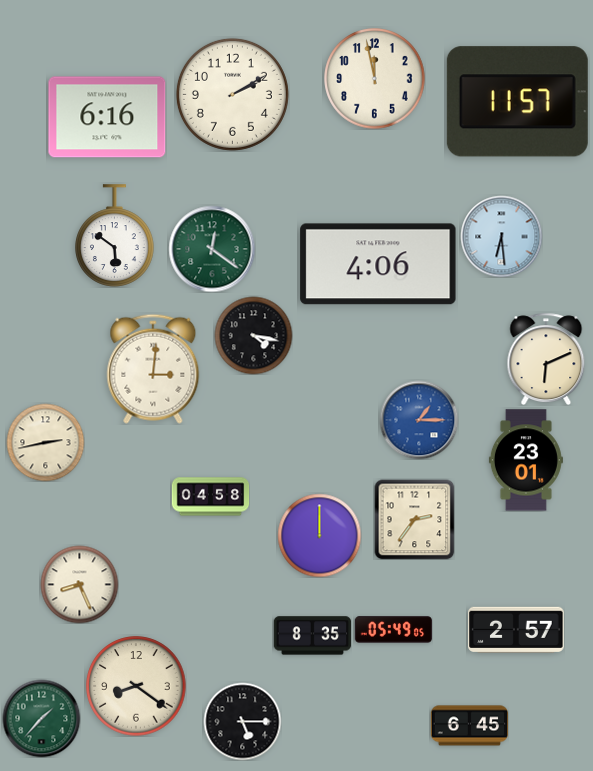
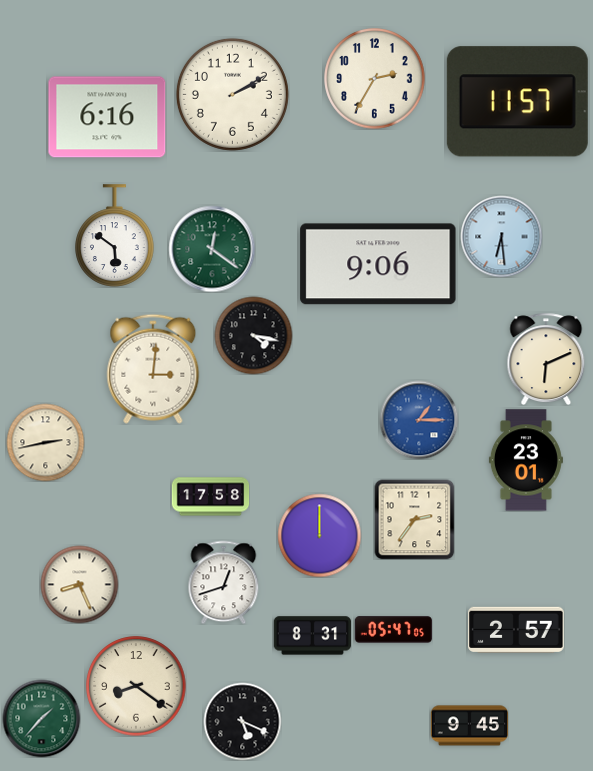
clock at (375, 79): 11:58 -> 2:35
clock at (378, 264): 4:06 -> 9:06
clock at (210, 497): 04:58 -> 17:58
clock at (224, 582): none -> 12:42
clock at (393, 630): 05:49 -> 05:47
clock at (312, 636): 8:35 -> 8:31
clock at (242, 721): 5:15 -> 5:19
clock at (469, 726): 6:45 -> 9:45
